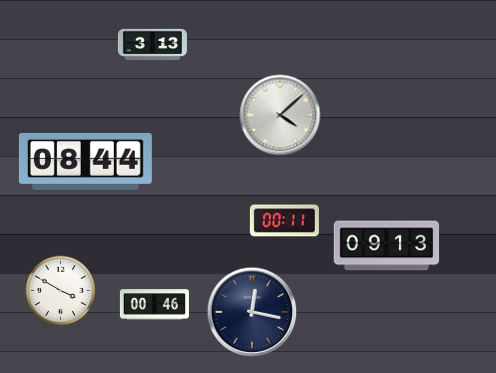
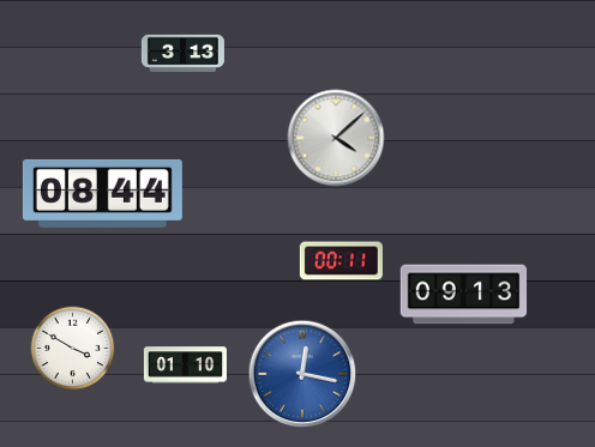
clock at (284, 221) position: (284, 221) -> (341, 261)
clock at (154, 305): 00:46 -> 01:10
clock at (252, 312) dial: navy -> blue
